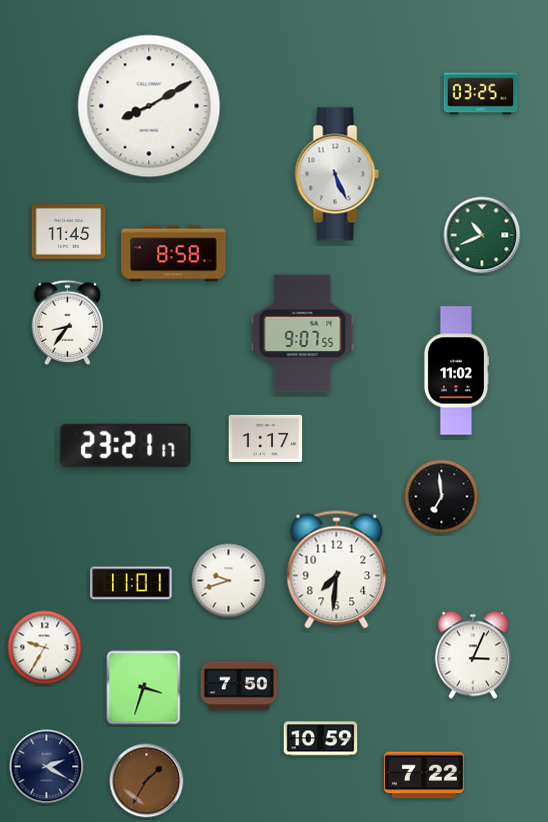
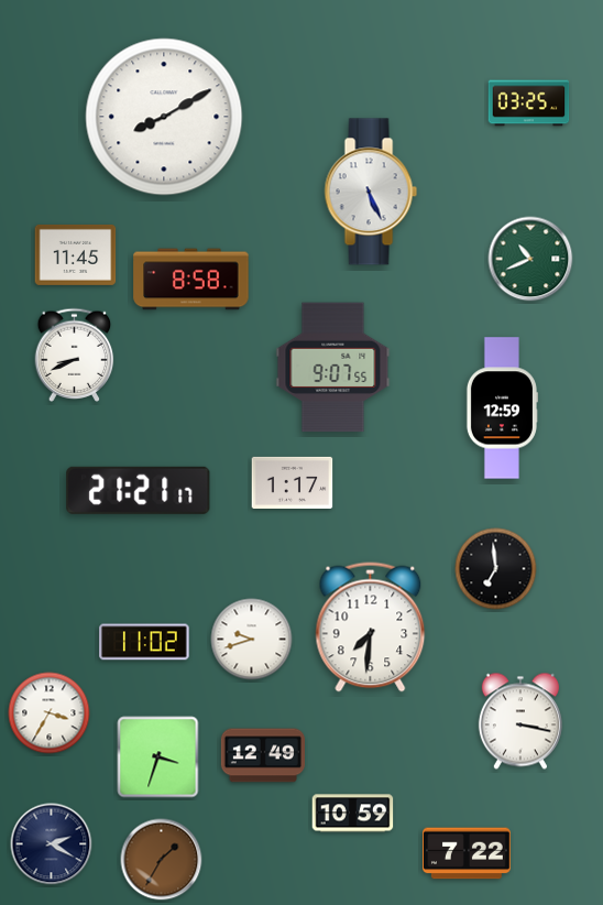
clock at (68, 322): 8:36 -> 8:41
clock at (455, 371): 11:02 -> 12:59
clock at (126, 445): 23:21 -> 21:21
clock at (442, 497) position: (442, 497) -> (496, 569)
clock at (131, 583): 11:01 -> 11:02
clock at (45, 648): 9:35 -> 3:35
clock at (473, 655): 3:04 -> 3:17
clock at (238, 686): 7:50 -> 12:49
